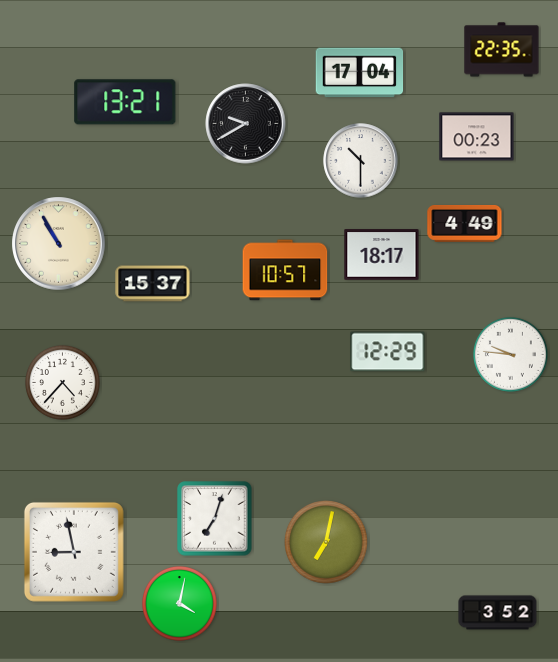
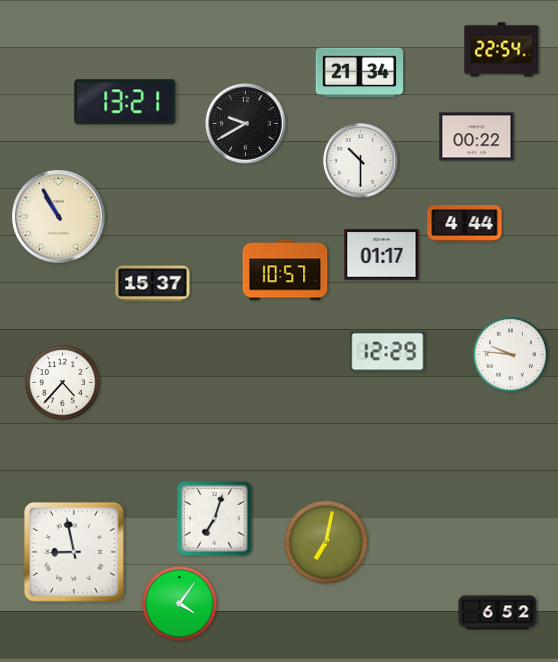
clock at (502, 50): 22:35 -> 22:54
clock at (360, 73): 17:04 -> 21:34
clock at (477, 137): 00:23 -> 00:22
clock at (465, 223): 4:49 -> 4:44
clock at (59, 244) position: (59, 244) -> (59, 217)
clock at (382, 255): 18:17 -> 01:17
clock at (179, 603): 4:02 -> 4:06
clock at (498, 613): 3:52 -> 6:52
